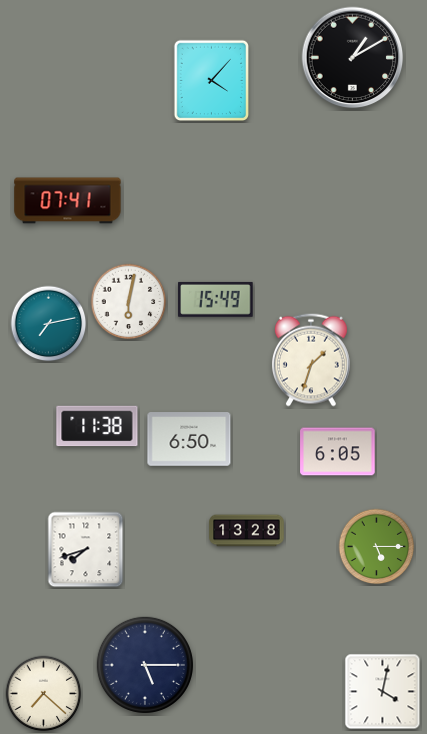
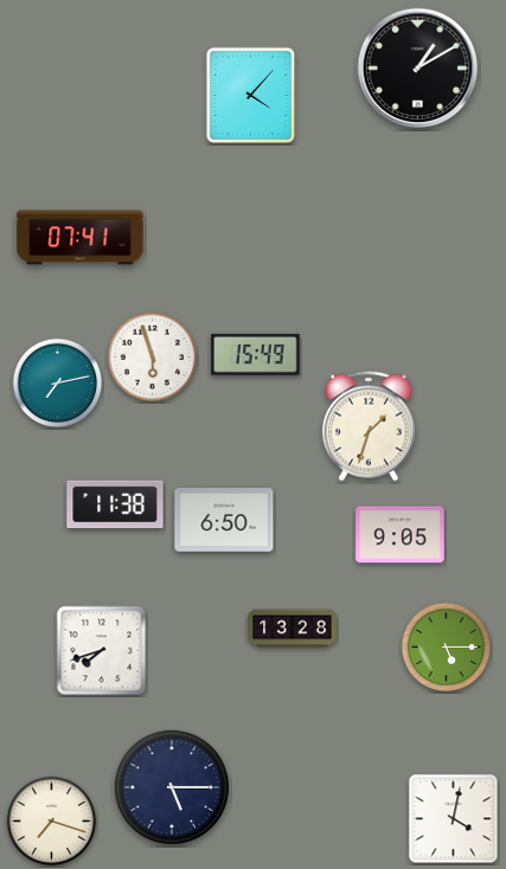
clock at (129, 302): 6:02 -> 5:57
clock at (338, 452): 6:05 -> 9:05
clock at (44, 694): 7:22 -> 7:18
